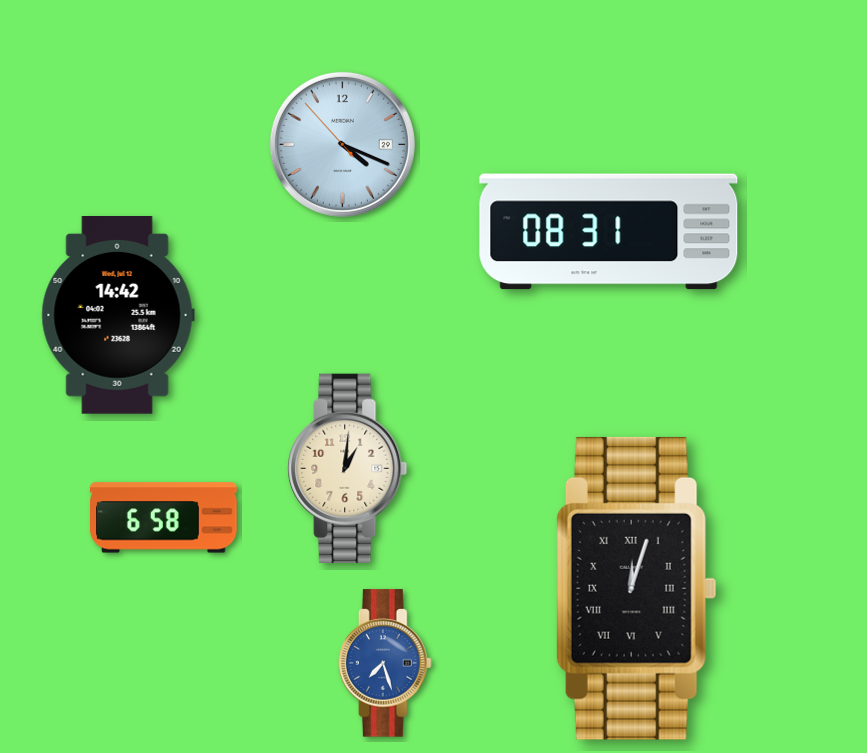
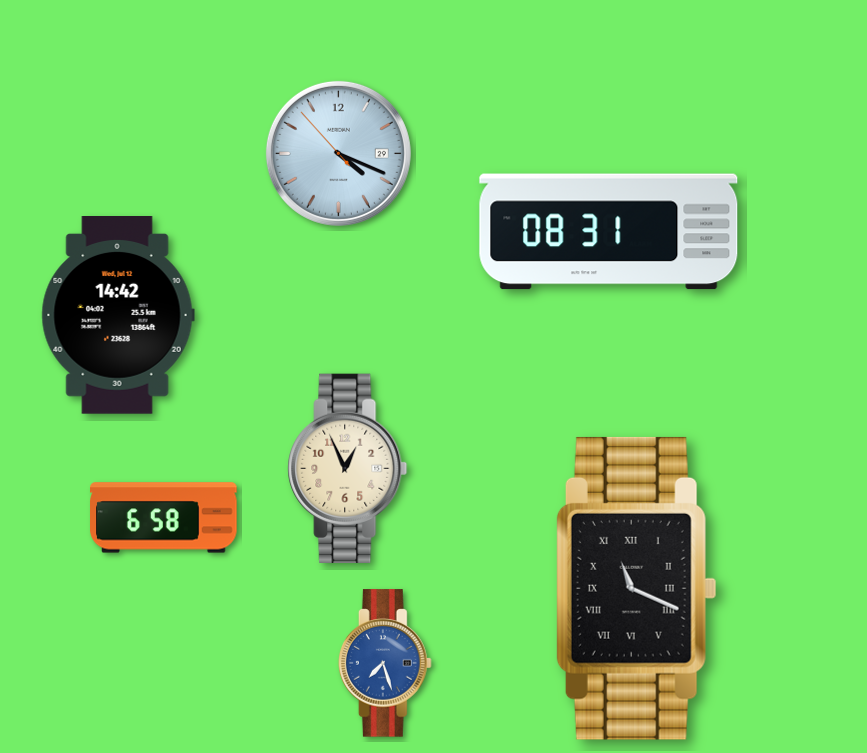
clock at (342, 144) position: (342, 144) -> (338, 153)
clock at (348, 468): 1:01 -> 12:56
clock at (636, 588): 12:03 -> 11:19
